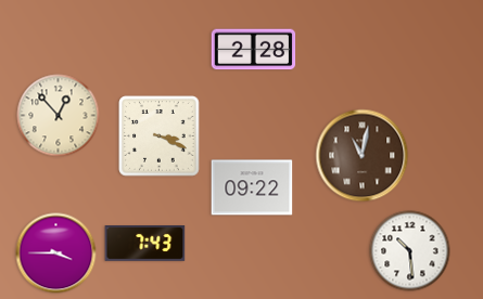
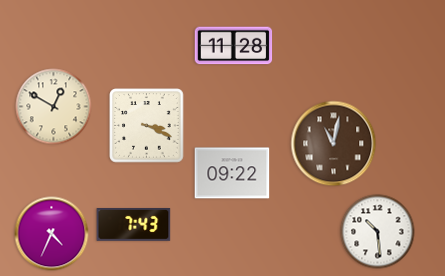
clock at (254, 50): 2:28 -> 11:28
clock at (59, 116): 12:53 -> 12:50
clock at (56, 253): 3:45 -> 4:34
